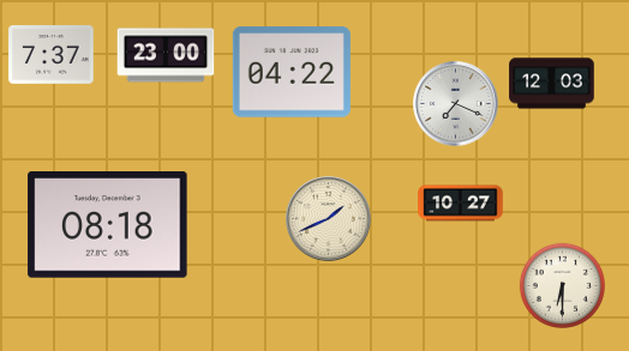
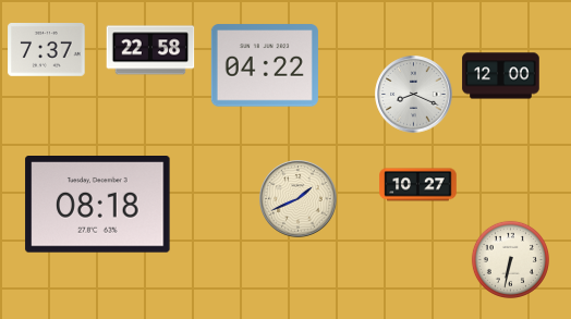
clock at (166, 55): 23:00 -> 22:58
clock at (552, 84): 12:03 -> 12:00
clock at (456, 104): 7:19 -> 8:19
clock at (562, 285): 6:30 -> 6:32
